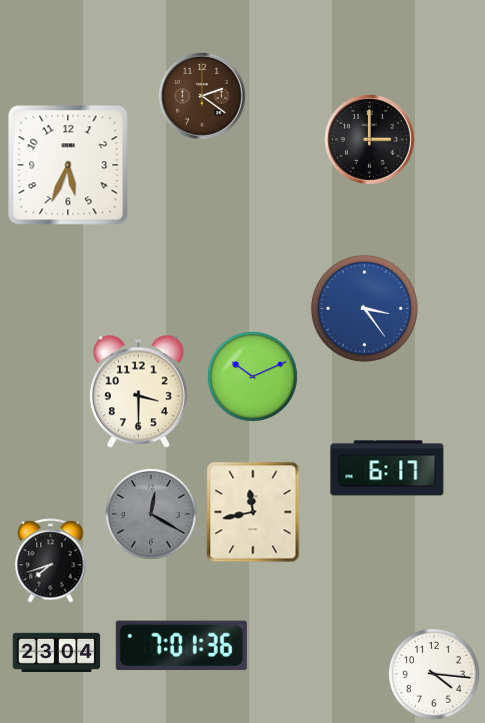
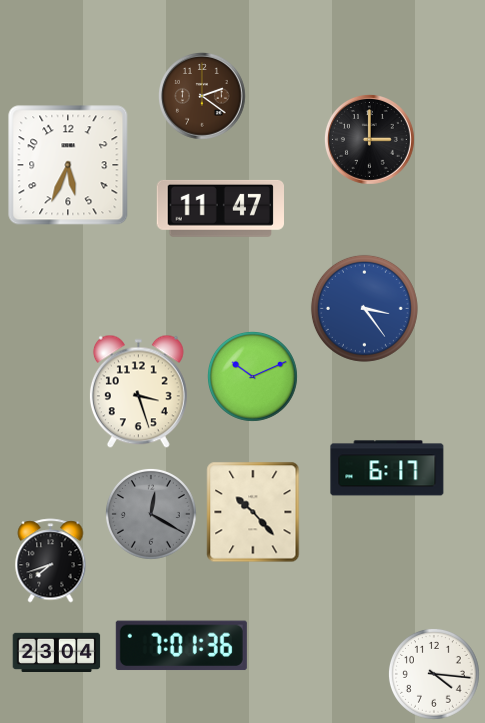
clock at (220, 208): none -> 11:47
clock at (138, 392): 3:30 -> 3:27
clock at (253, 512): 11:43 -> 10:23
